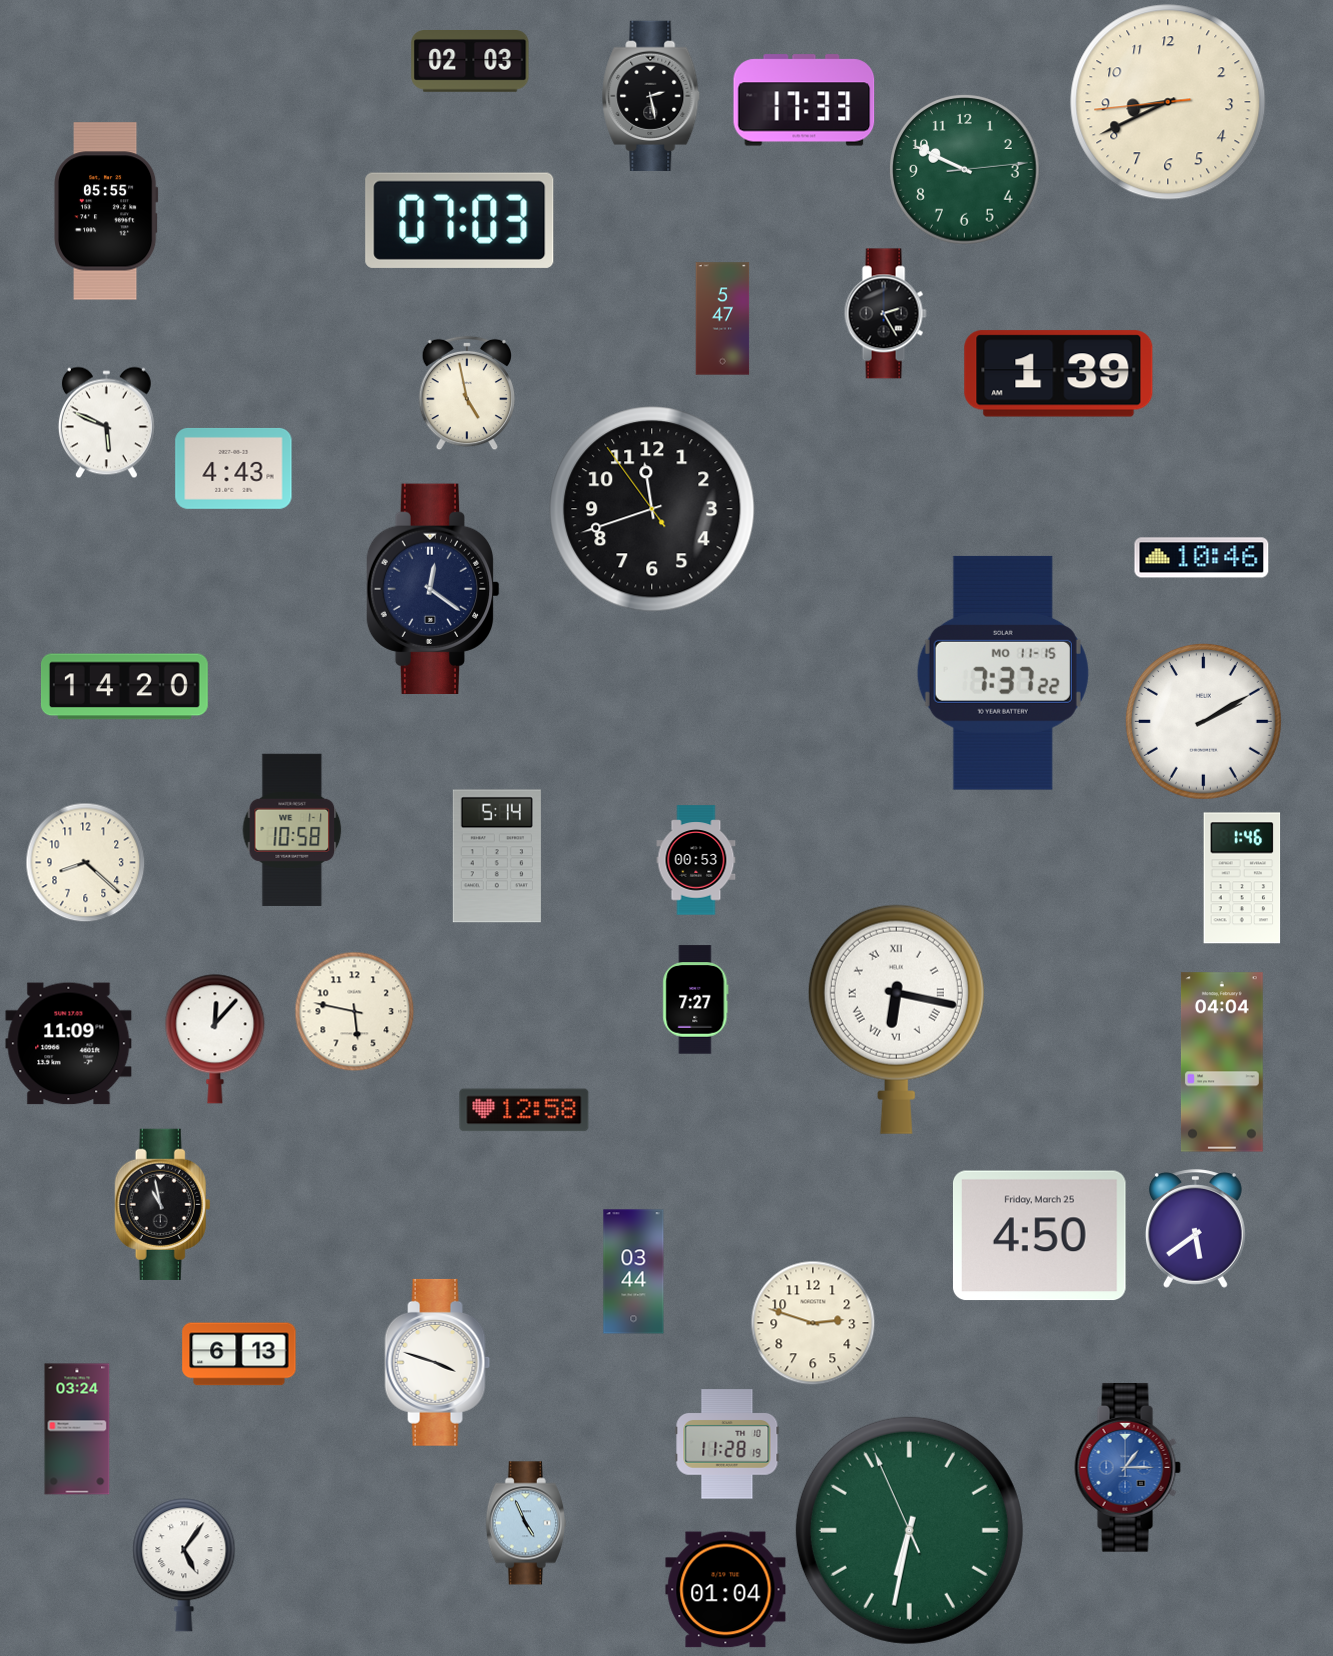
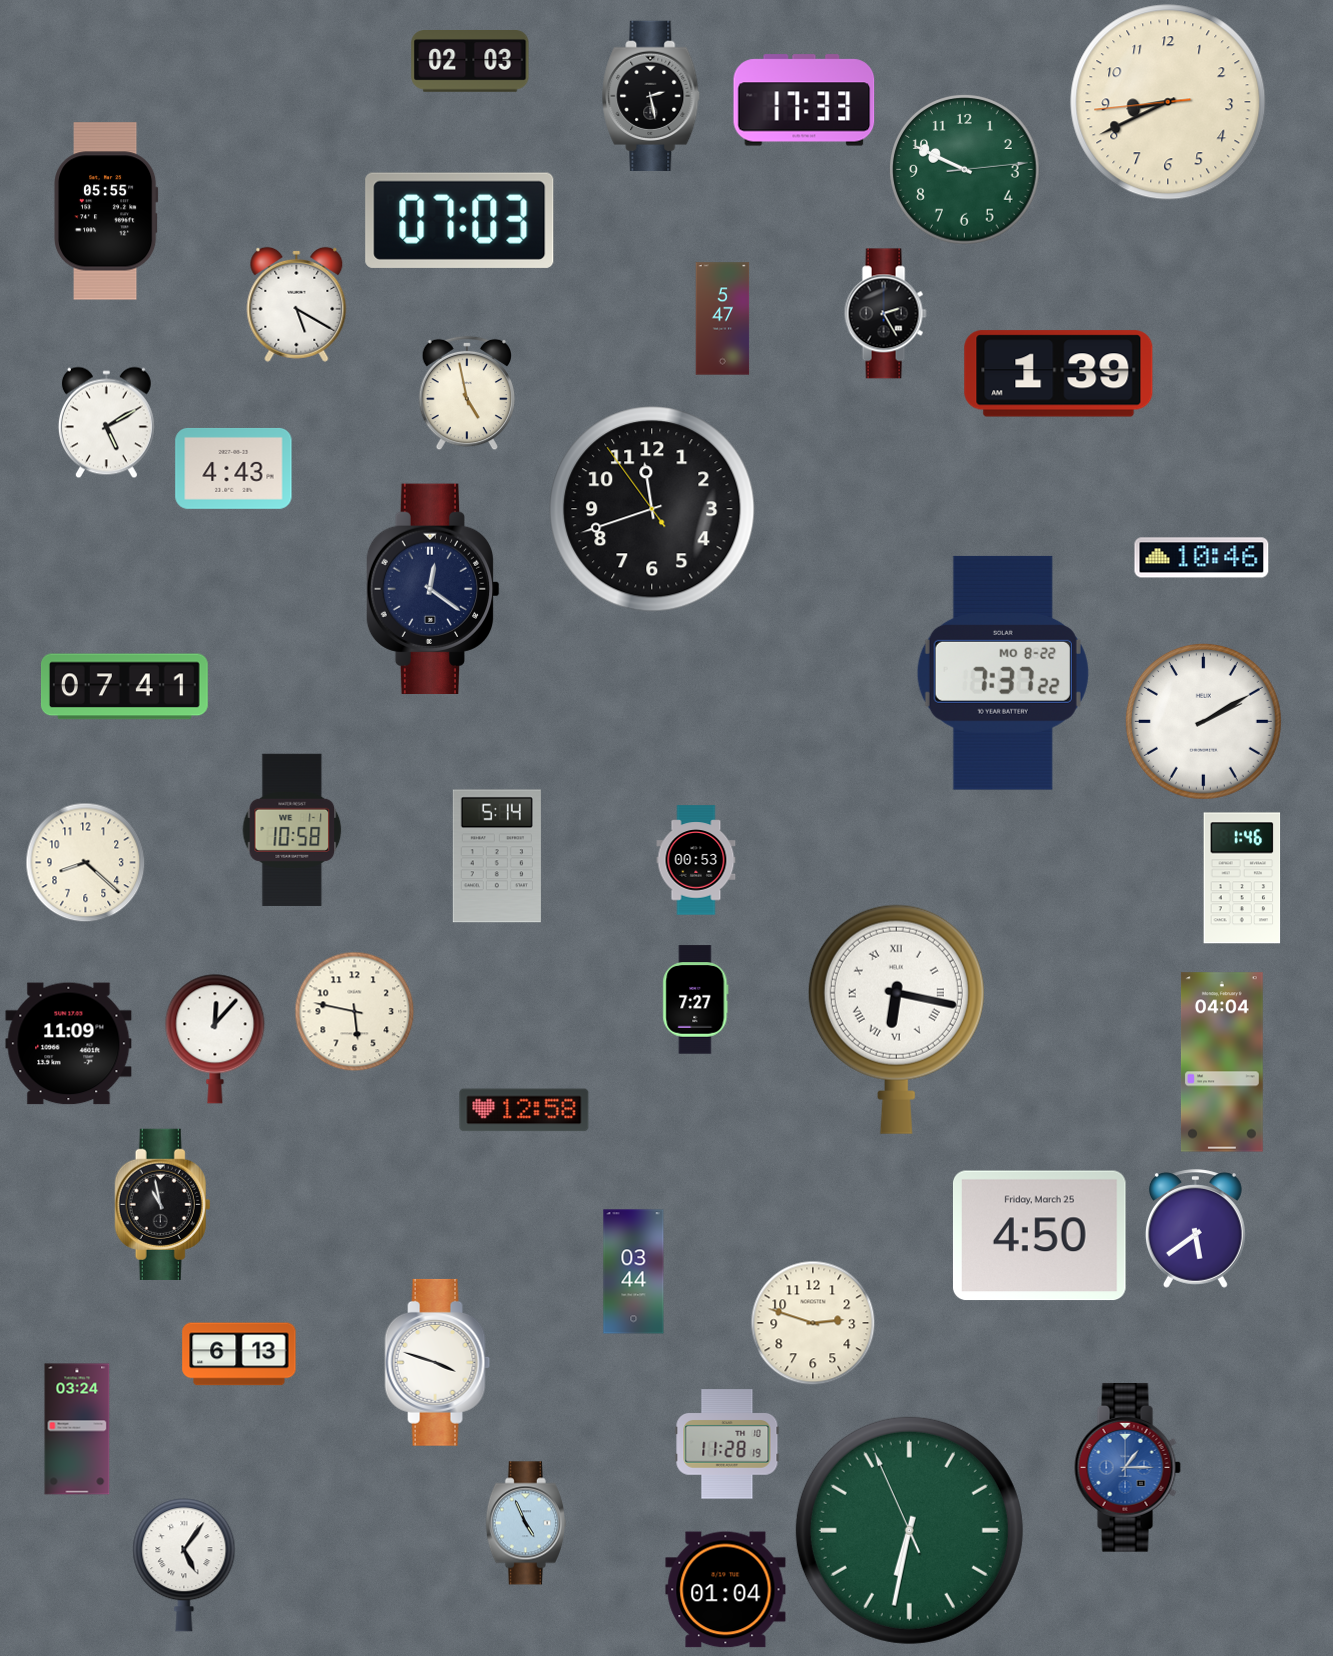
clock at (297, 304): none -> 5:20
clock at (106, 422): 5:49 -> 5:10
clock at (1003, 673) date: MO 11-15 -> MO 8-22
clock at (124, 687): 14:20 -> 07:41
